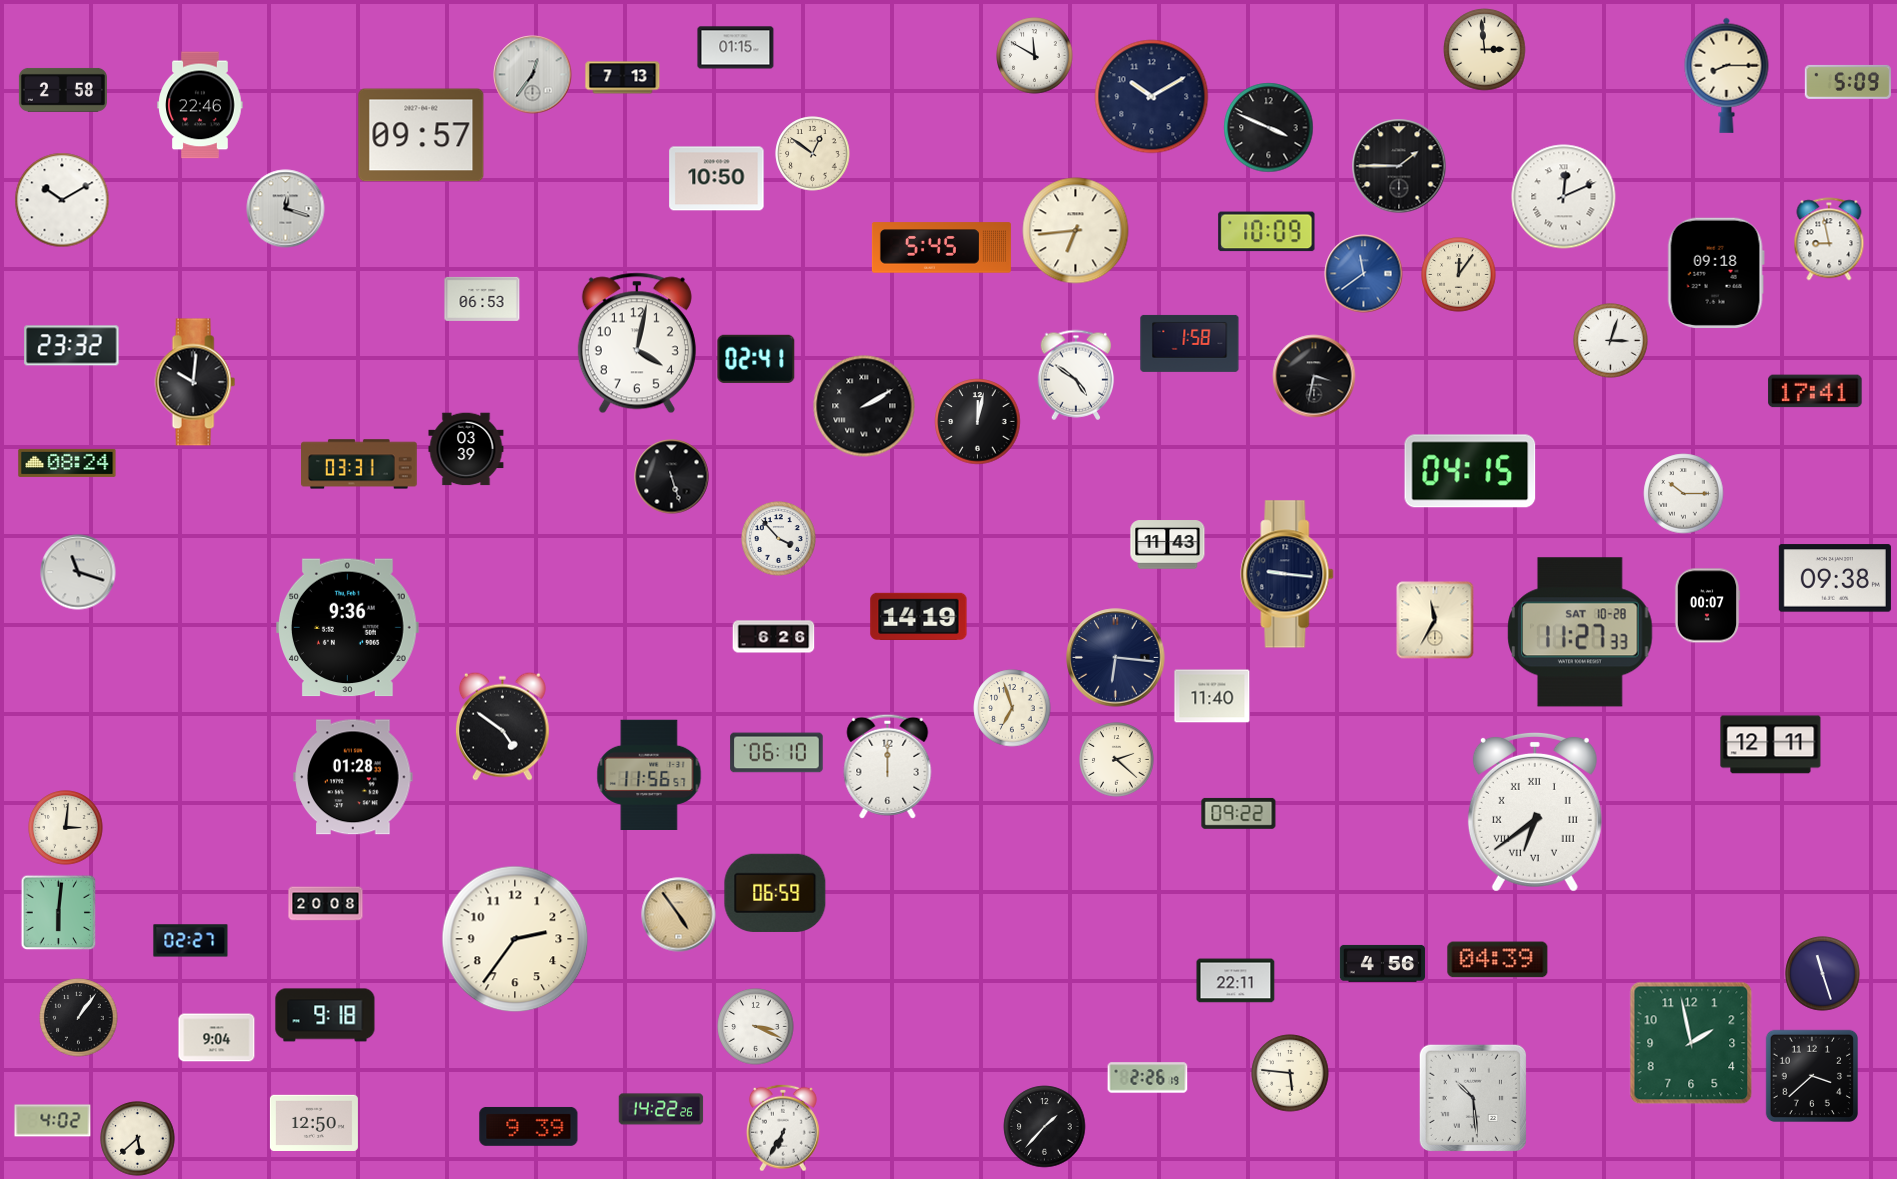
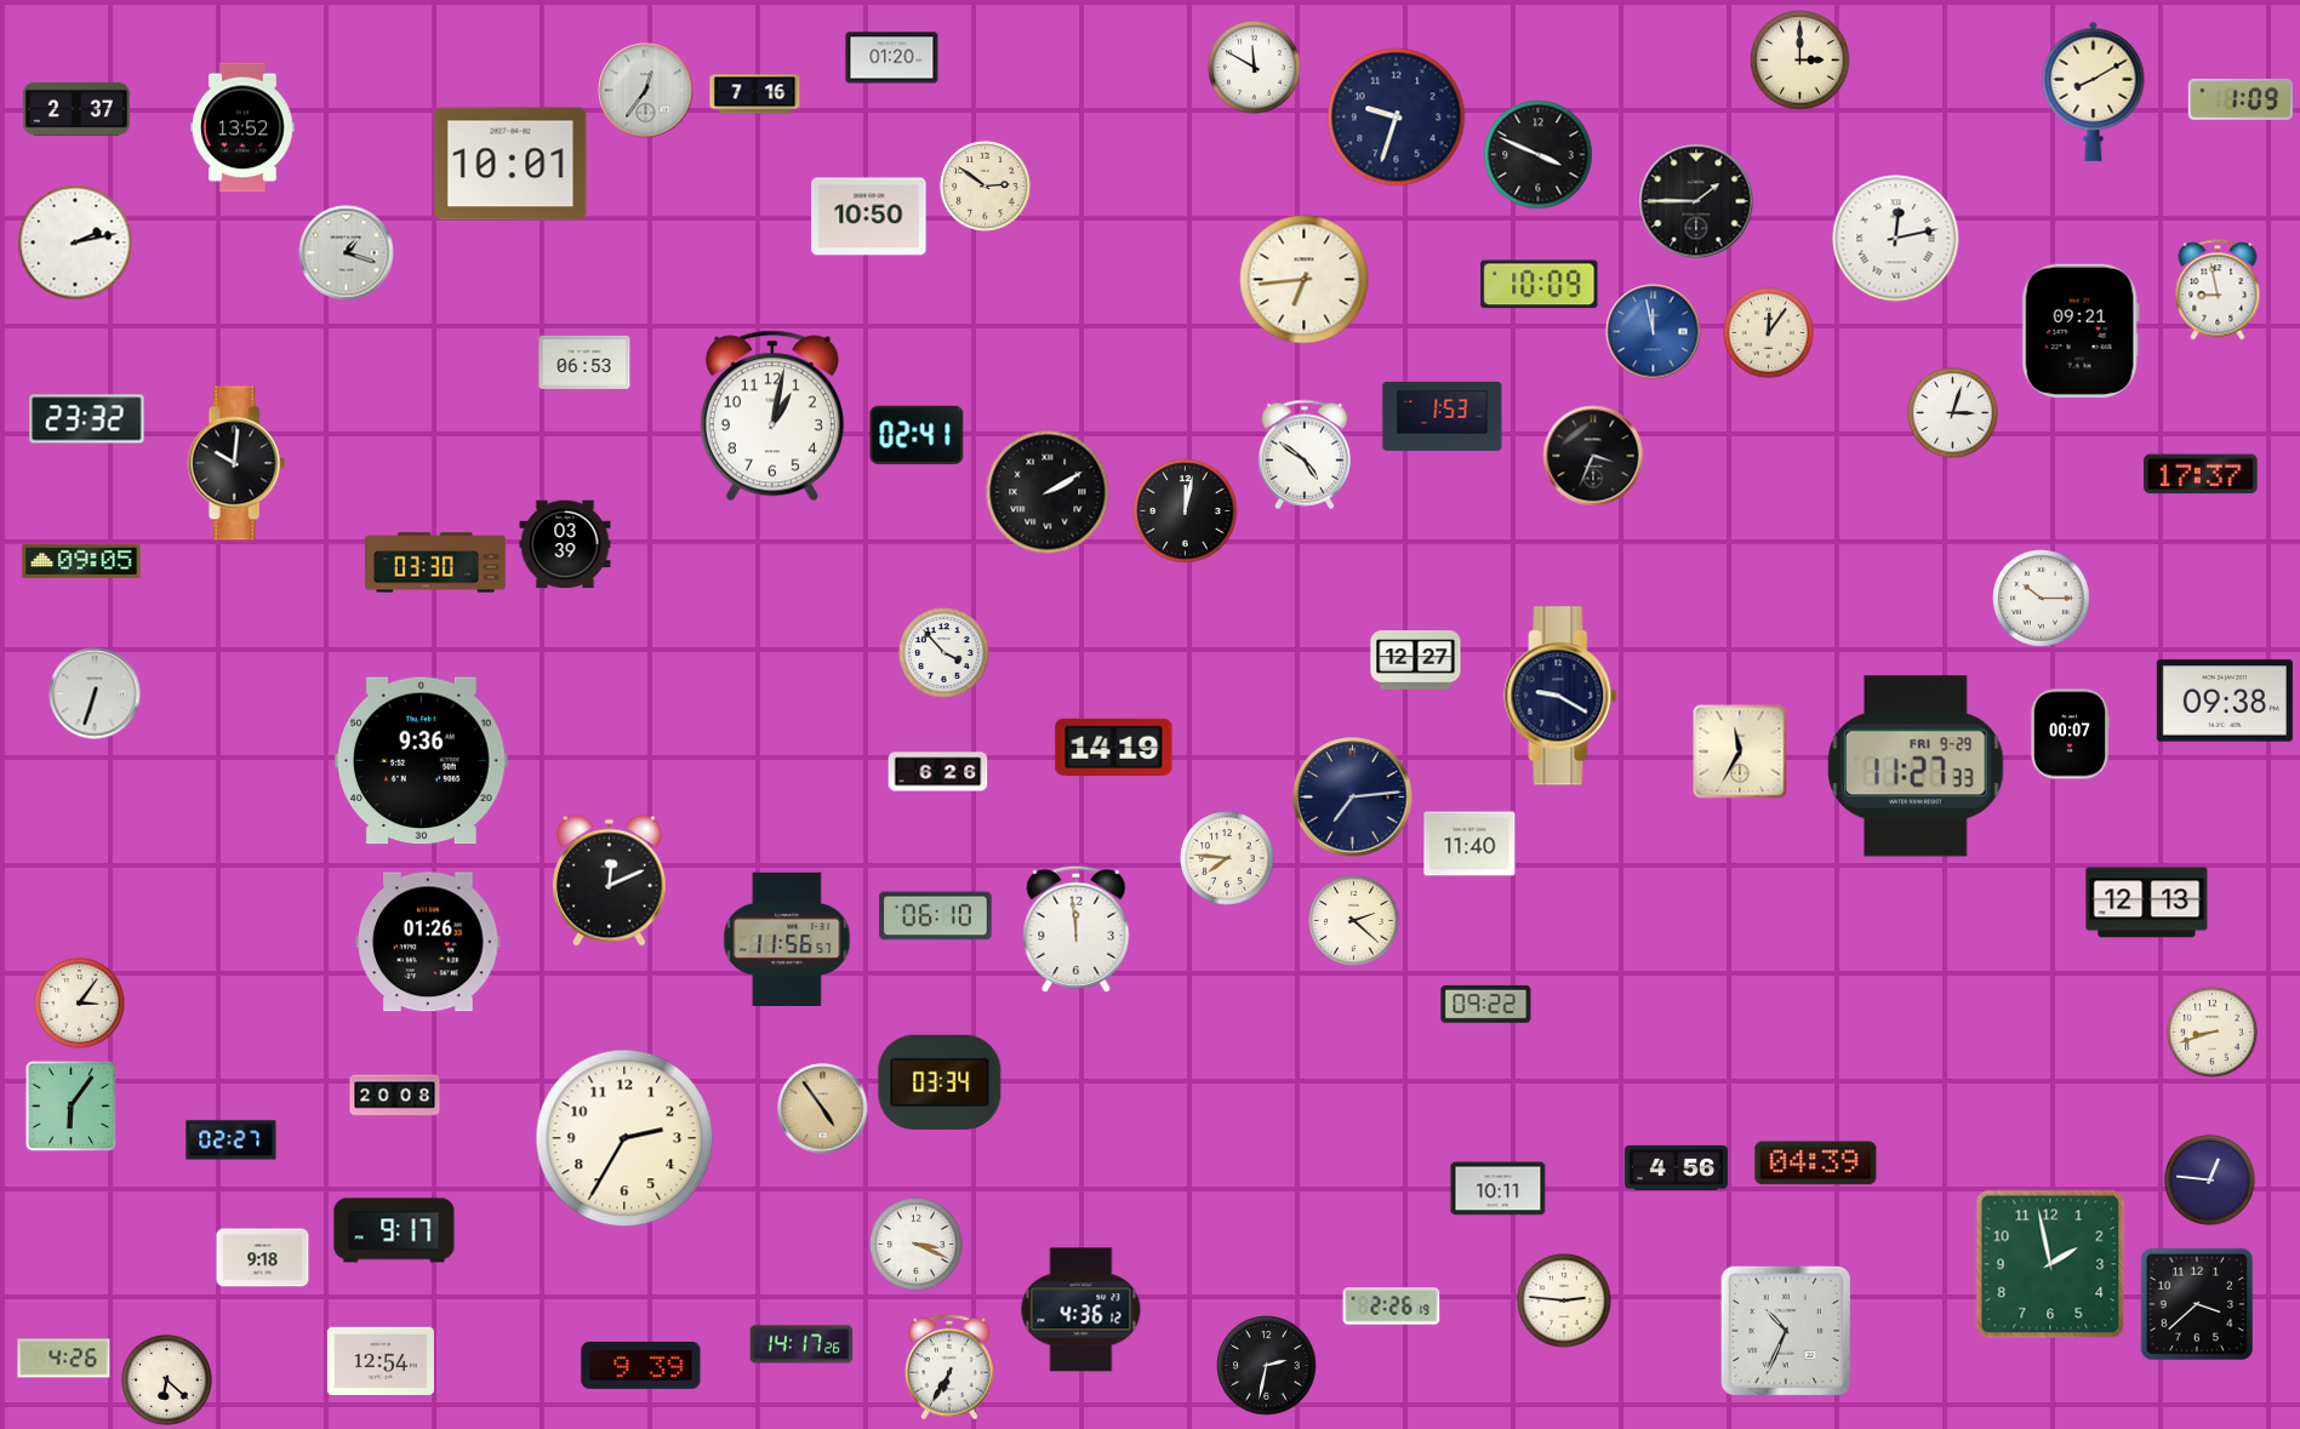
clock at (736, 48): 01:15 -> 01:20
clock at (1485, 50): 2:59 -> 3:00
clock at (1727, 75): 8:15 -> 8:10
clock at (623, 78): 7:13 -> 7:16
clock at (1848, 82): 5:09 -> 1:09
clock at (63, 90): 2:58 -> 2:37
clock at (1152, 97): 10:10 -> 9:33
clock at (200, 105): 22:46 -> 13:52
clock at (421, 135): 09:57 -> 10:01
clock at (813, 154): 12:51 -> 2:51
clock at (1564, 197): 12:11 -> 12:13
clock at (62, 200): 10:10 -> 2:13
clock at (286, 209): 12:18 -> 1:18
clock at (1267, 232) position: (1267, 232) -> (1540, 285)
clock at (941, 248): 5:45 -> none
clock at (1716, 273): 09:18 -> 09:21
clock at (1364, 274): 11:39 -> 11:58
clock at (637, 343): 4:02 -> 1:02
clock at (1190, 343): 1:58 -> 1:53
clock at (1314, 376): 3:32 -> 3:34
clock at (1815, 391): 17:41 -> 17:37
clock at (67, 463): 08:24 -> 09:05
clock at (360, 464): 03:31 -> 03:30
clock at (1470, 471): 04:15 -> none
clock at (672, 477): 5:27 -> none
clock at (1168, 545): 11:43 -> 12:27
clock at (78, 572): 11:18 -> 6:33
clock at (1287, 574): 9:16 -> 9:20
clock at (1580, 632) date: SAT 10-28 -> FRI 9-29
clock at (1116, 658): 6:16 -> 7:14
clock at (1012, 708): 6:57 -> 7:46
clock at (502, 726): 4:51 -> 12:11
clock at (1771, 745): 12:11 -> 12:13
clock at (777, 753) position: (777, 753) -> (936, 916)
clock at (888, 766): 12:00 -> 11:59
clock at (353, 777): 01:28 -> 01:26
clock at (1535, 812): 6:39 -> none
clock at (1239, 813) position: (1239, 813) -> (1486, 1004)
clock at (66, 828): 3:01 -> 3:06
clock at (2213, 1033): none -> 8:42
clock at (775, 893): 06:59 -> 03:34
clock at (59, 913): 6:01 -> 6:06
clock at (515, 939): 2:36 -> 2:35
clock at (1823, 974): 11:27 -> 12:46
clock at (1236, 981): 22:11 -> 10:11
clock at (325, 1015): 9:18 -> 9:17
clock at (79, 1018): 1:06 -> none
clock at (217, 1038): 9:04 -> 9:18
clock at (1290, 1073): 5:46 -> 2:46
clock at (1081, 1310): none -> 4:36
clock at (1473, 1098): 10:29 -> 10:34
clock at (661, 1109): 14:22 -> 14:17
clock at (53, 1121): 4:02 -> 4:26
clock at (314, 1122): 12:50 -> 12:54
clock at (1045, 1127): 1:37 -> 2:32
clock at (138, 1139): 5:38 -> 6:22
